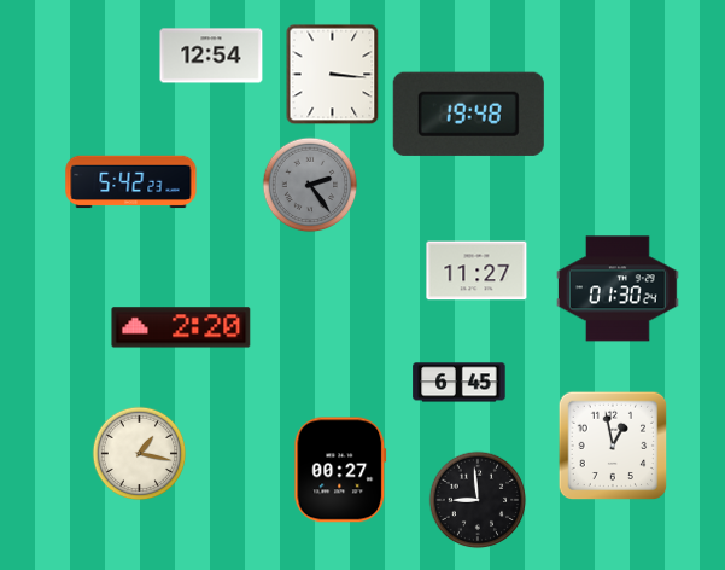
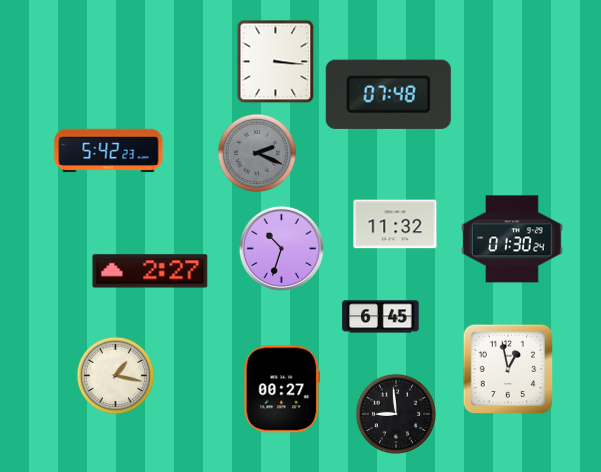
clock at (211, 56): 12:54 -> none
clock at (468, 114): 19:48 -> 07:48
clock at (310, 185): 2:24 -> 2:19
clock at (476, 271): 11:27 -> 11:32
clock at (281, 248): none -> 10:33
clock at (181, 327): 2:20 -> 2:27
